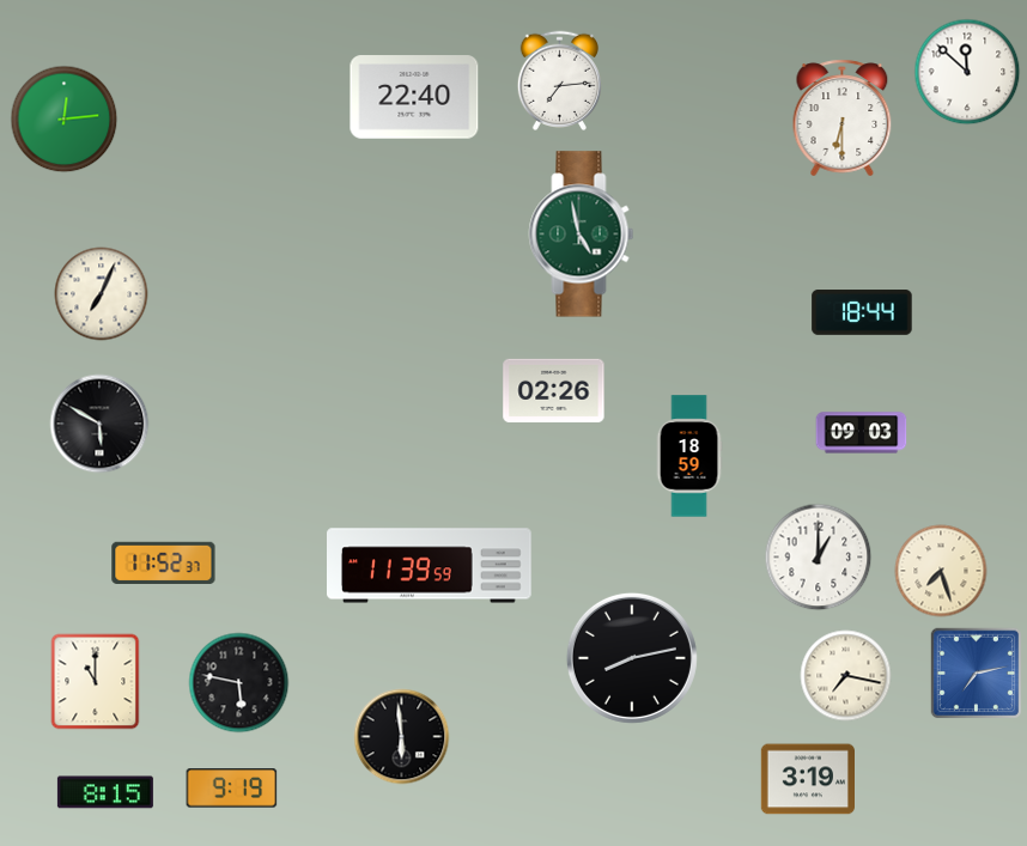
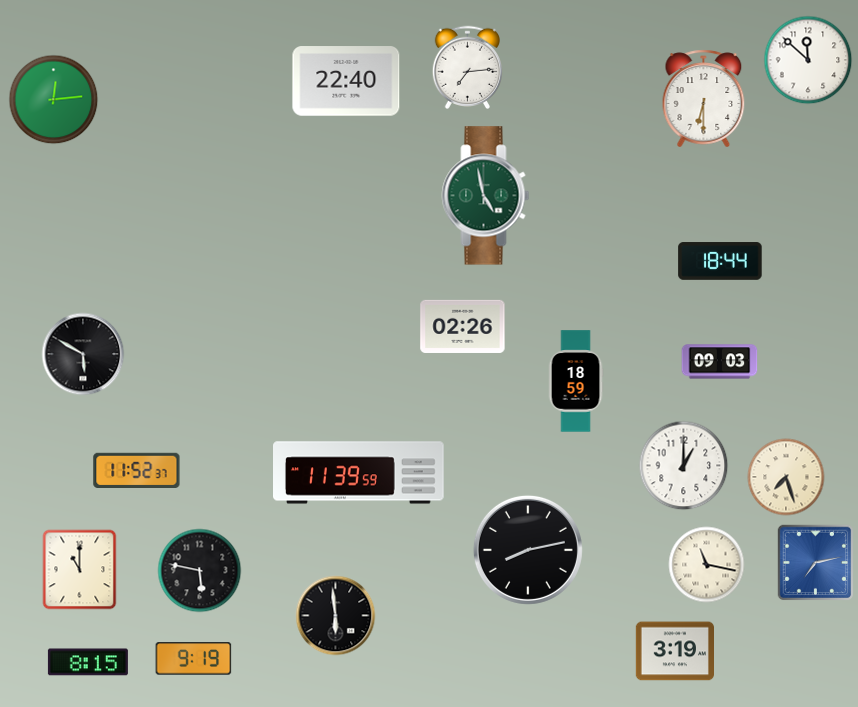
clock at (102, 294): 7:04 -> none
clock at (846, 676): 7:17 -> 11:17
